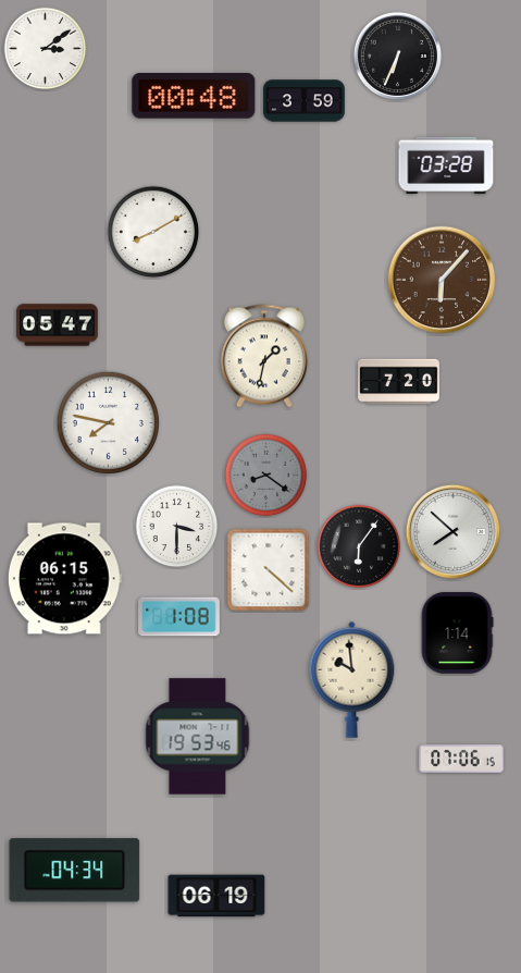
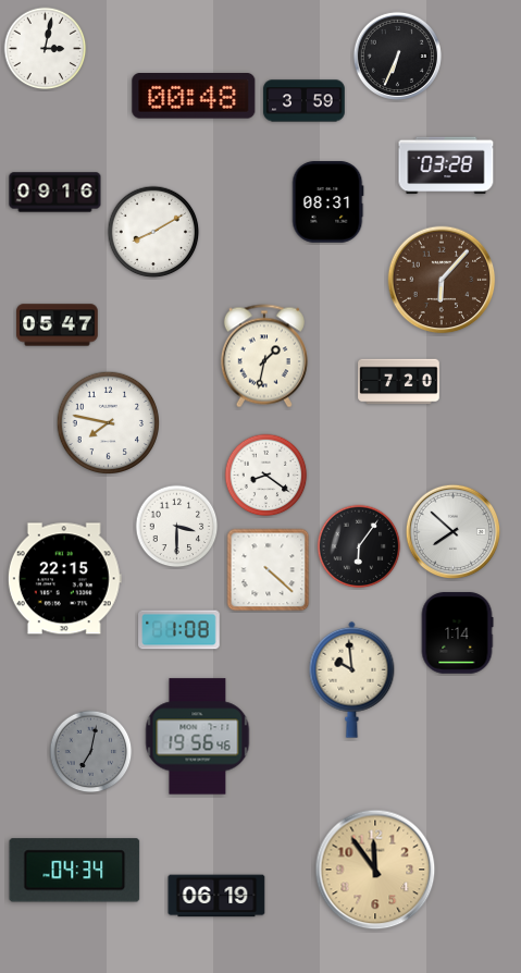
clock at (46, 49): 3:09 -> 3:02
clock at (55, 193): none -> 09:16
clock at (328, 202): none -> 08:31
clock at (266, 476) dial: grey -> white
clock at (64, 579): 06:15 -> 22:15
clock at (179, 617) position: (179, 617) -> (179, 630)
clock at (198, 737): 19:53 -> 19:56
clock at (91, 752): none -> 7:02
clock at (461, 759): 07:06 -> none
clock at (375, 870): none -> 11:54
